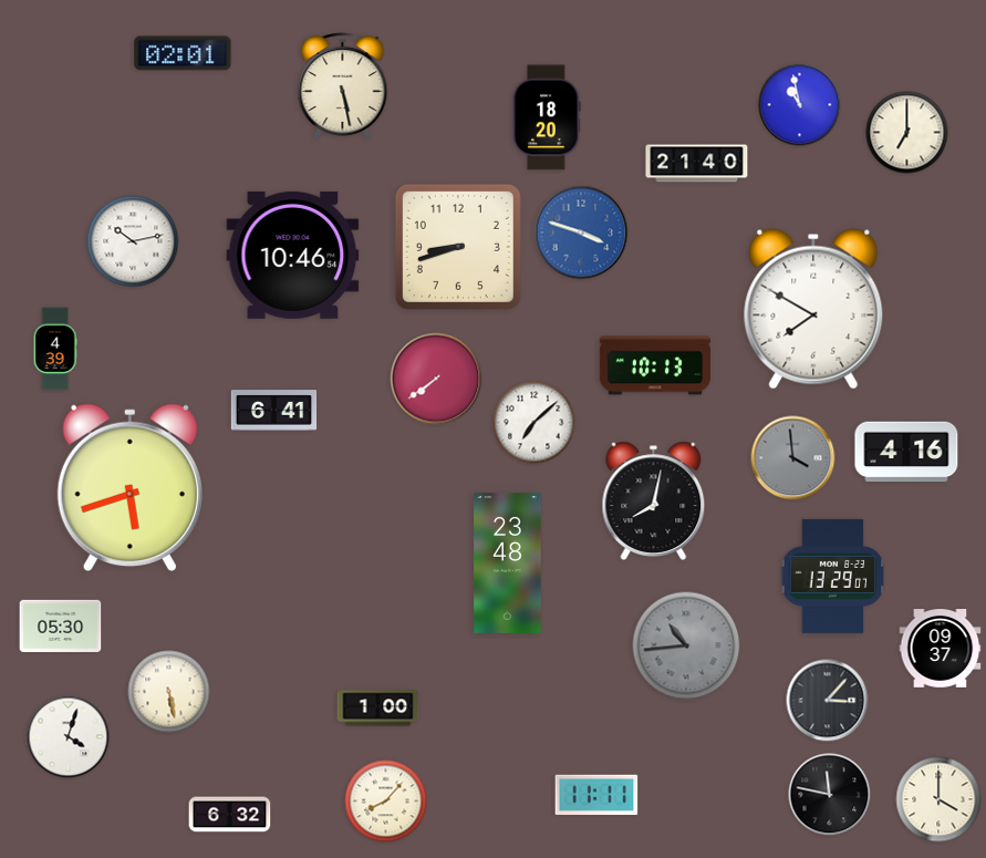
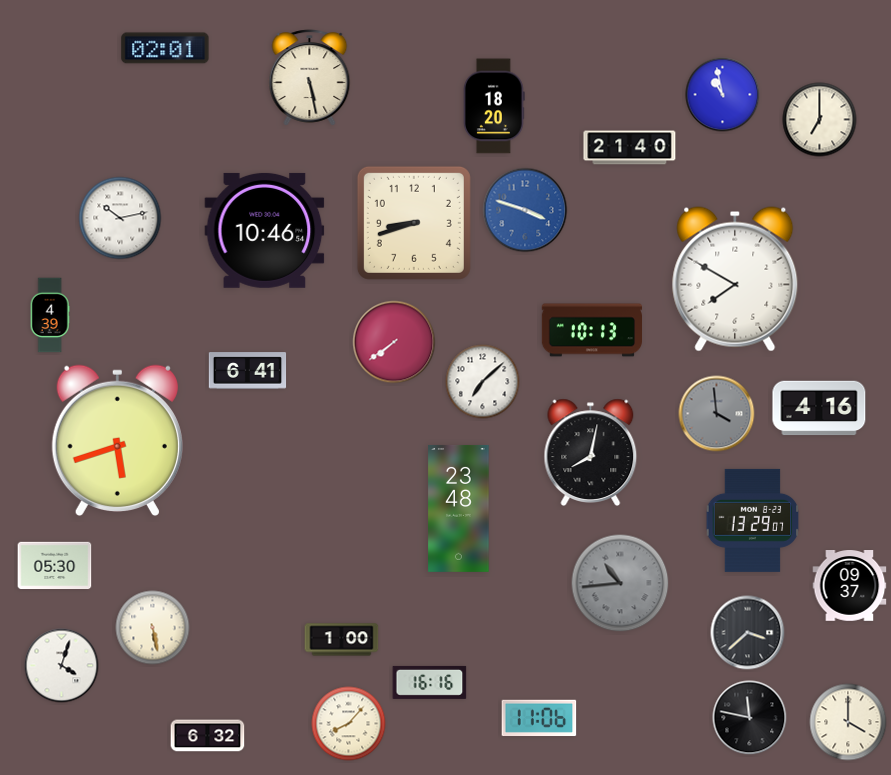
clock at (169, 692) position: (169, 692) -> (153, 628)
clock at (828, 701): 3:07 -> 3:38
clock at (430, 682): none -> 16:16
clock at (596, 795): 11:11 -> 11:06
